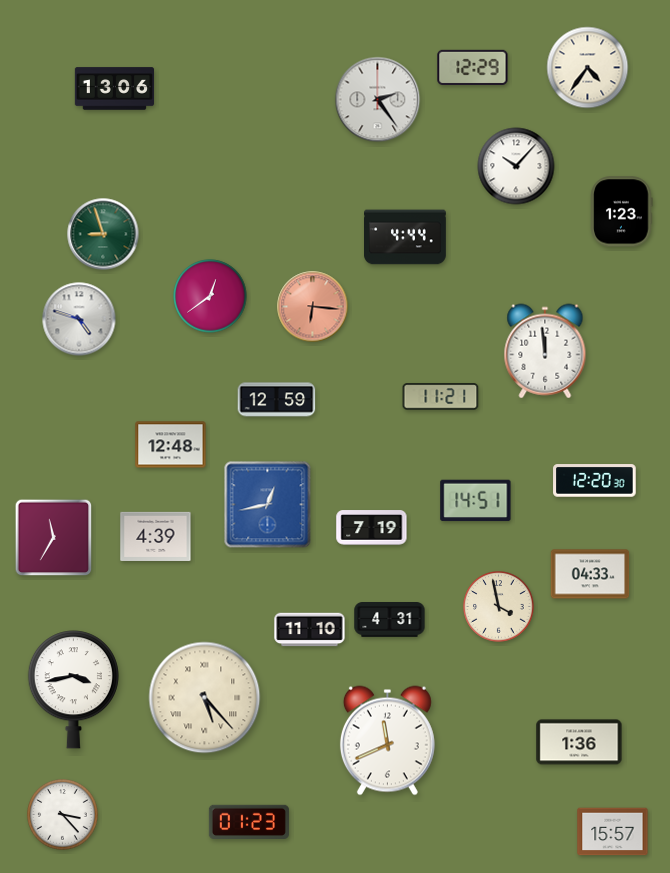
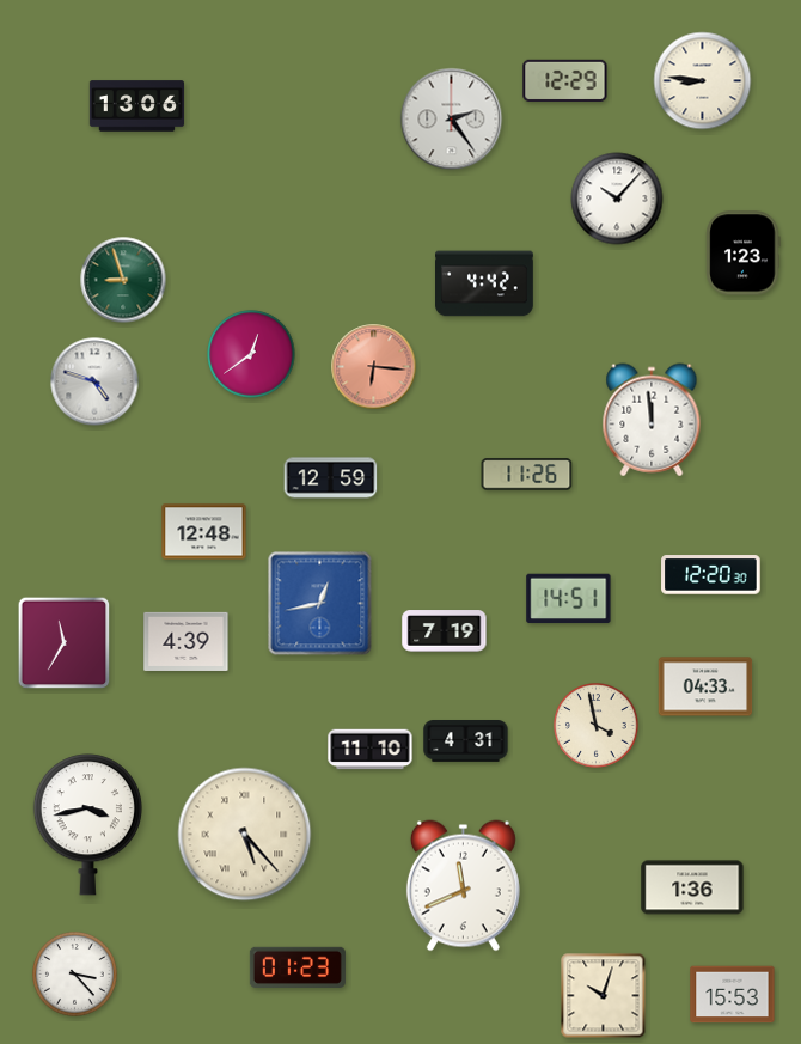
clock at (588, 68): 4:36 -> 8:46
clock at (406, 237): 4:44 -> 4:42
clock at (441, 397): 11:21 -> 11:26
clock at (310, 630) position: (310, 630) -> (371, 750)
clock at (249, 822) position: (249, 822) -> (298, 967)
clock at (613, 832): 15:57 -> 15:53
clock at (604, 996): none -> 10:03
